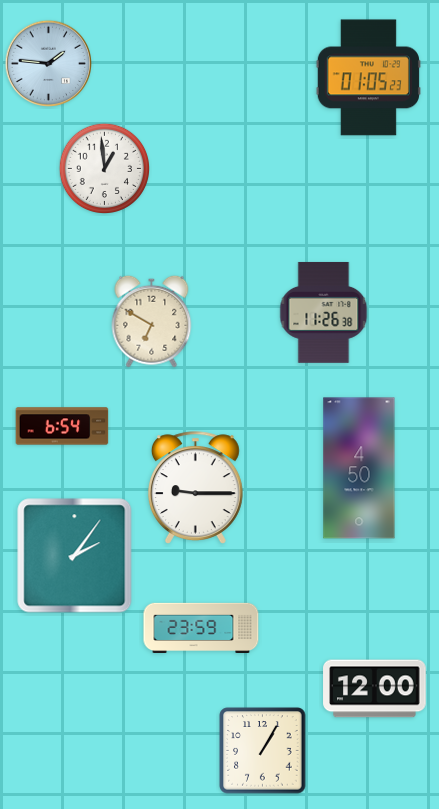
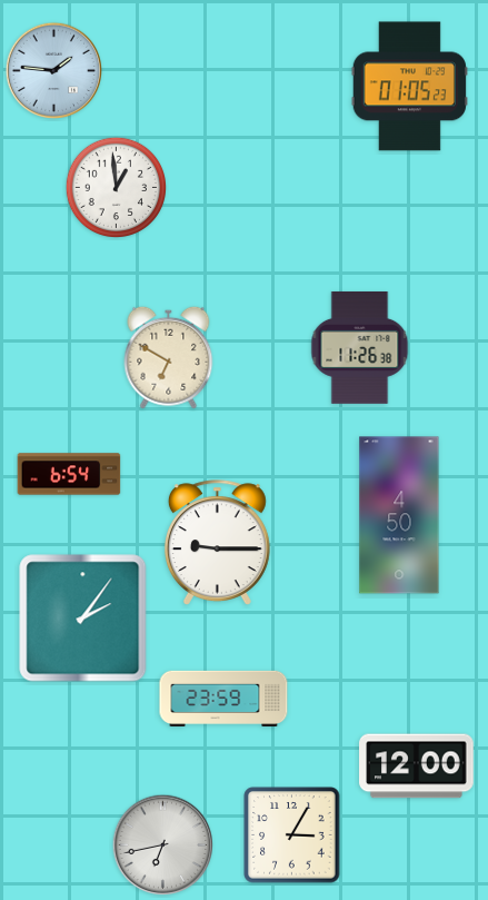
clock at (359, 468) position: (359, 468) -> (399, 515)
clock at (263, 751): 1:05 -> 3:05
clock at (163, 845): none -> 6:43
